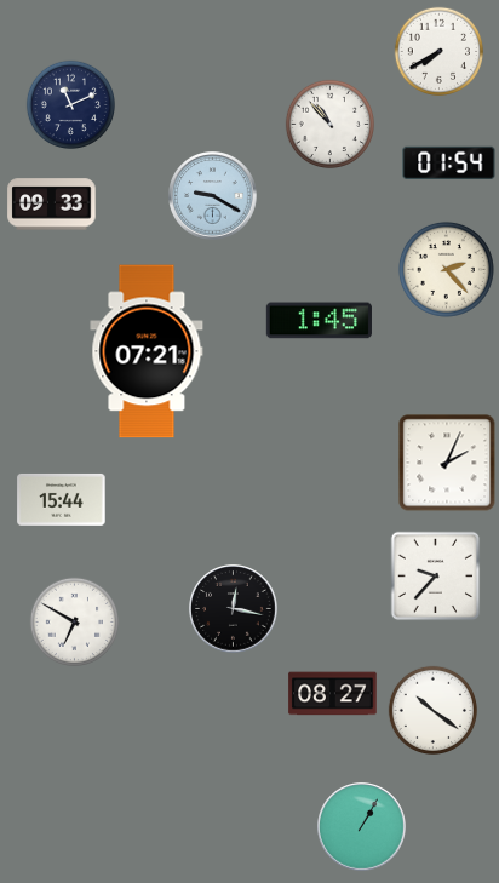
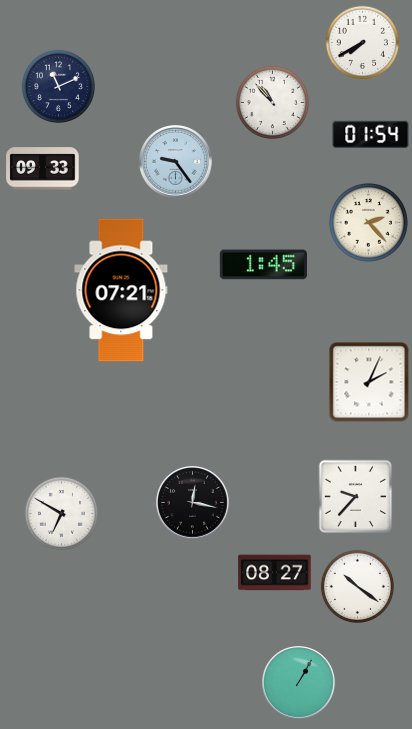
clock at (213, 196): 9:20 -> 9:24
clock at (62, 499): 15:44 -> none
clock at (436, 577) position: (436, 577) -> (356, 497)
